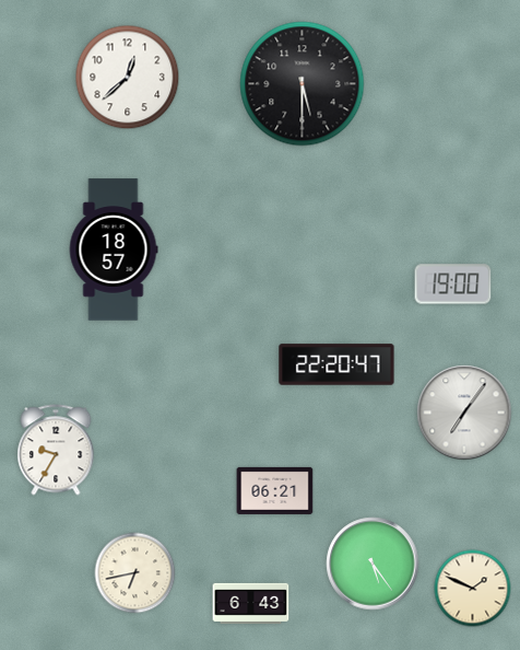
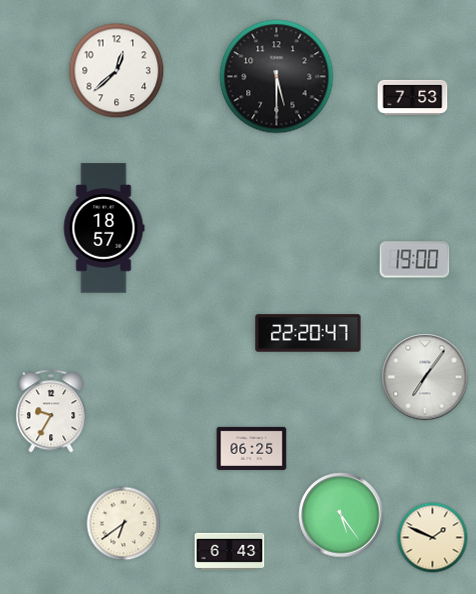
clock at (413, 97): none -> 7:53
clock at (275, 490): 06:21 -> 06:25
clock at (135, 573): 6:43 -> 6:39
